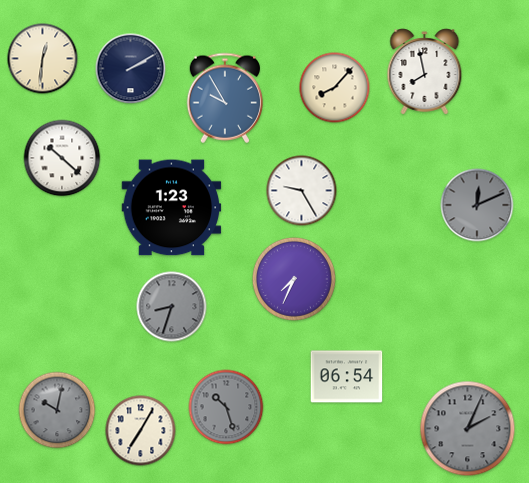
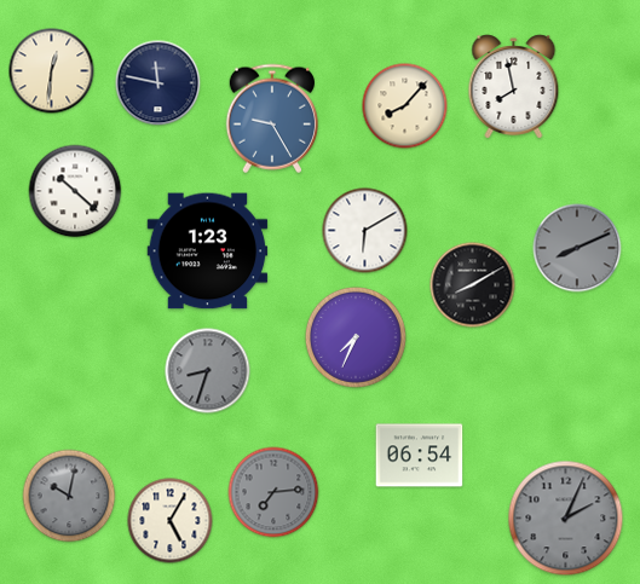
clock at (131, 69): 2:10 -> 11:47
clock at (224, 98): 9:55 -> 9:25
clock at (302, 191): 9:25 -> 6:10
clock at (477, 205): 12:11 -> 8:11
clock at (473, 285): none -> 8:10
clock at (226, 407): 10:27 -> 7:14
clock at (141, 431): 7:05 -> 5:05
